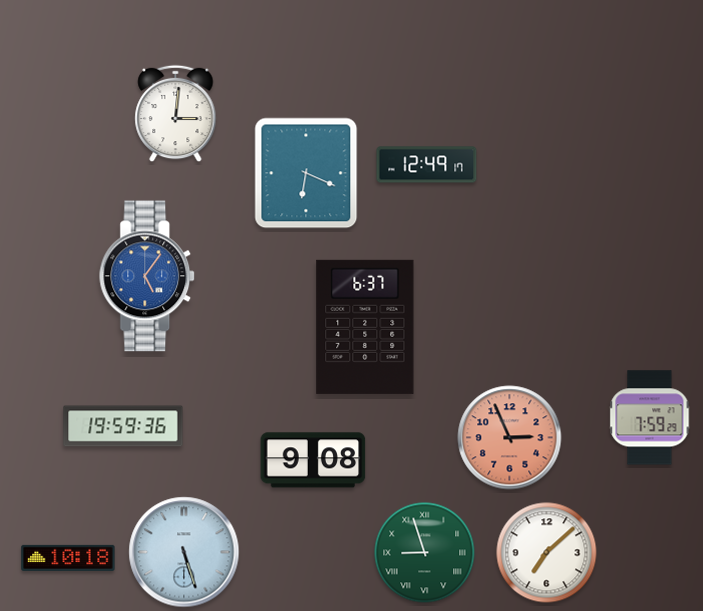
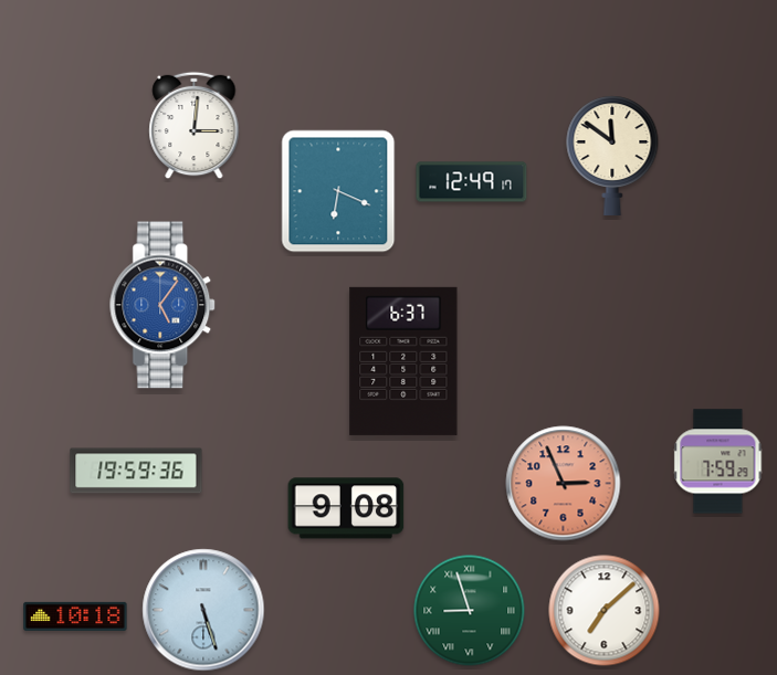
clock at (612, 156): none -> 11:51
